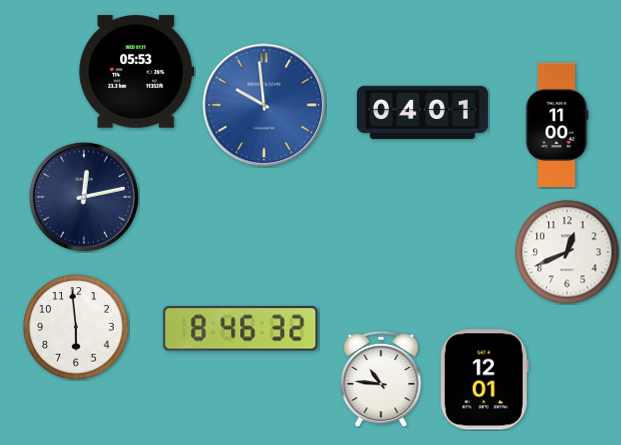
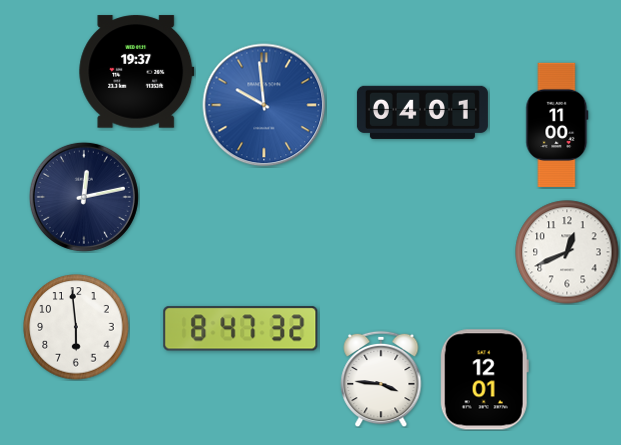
clock at (137, 72): 05:53 -> 19:37
clock at (241, 329): 8:46 -> 8:47
clock at (381, 379): 10:46 -> 3:46
